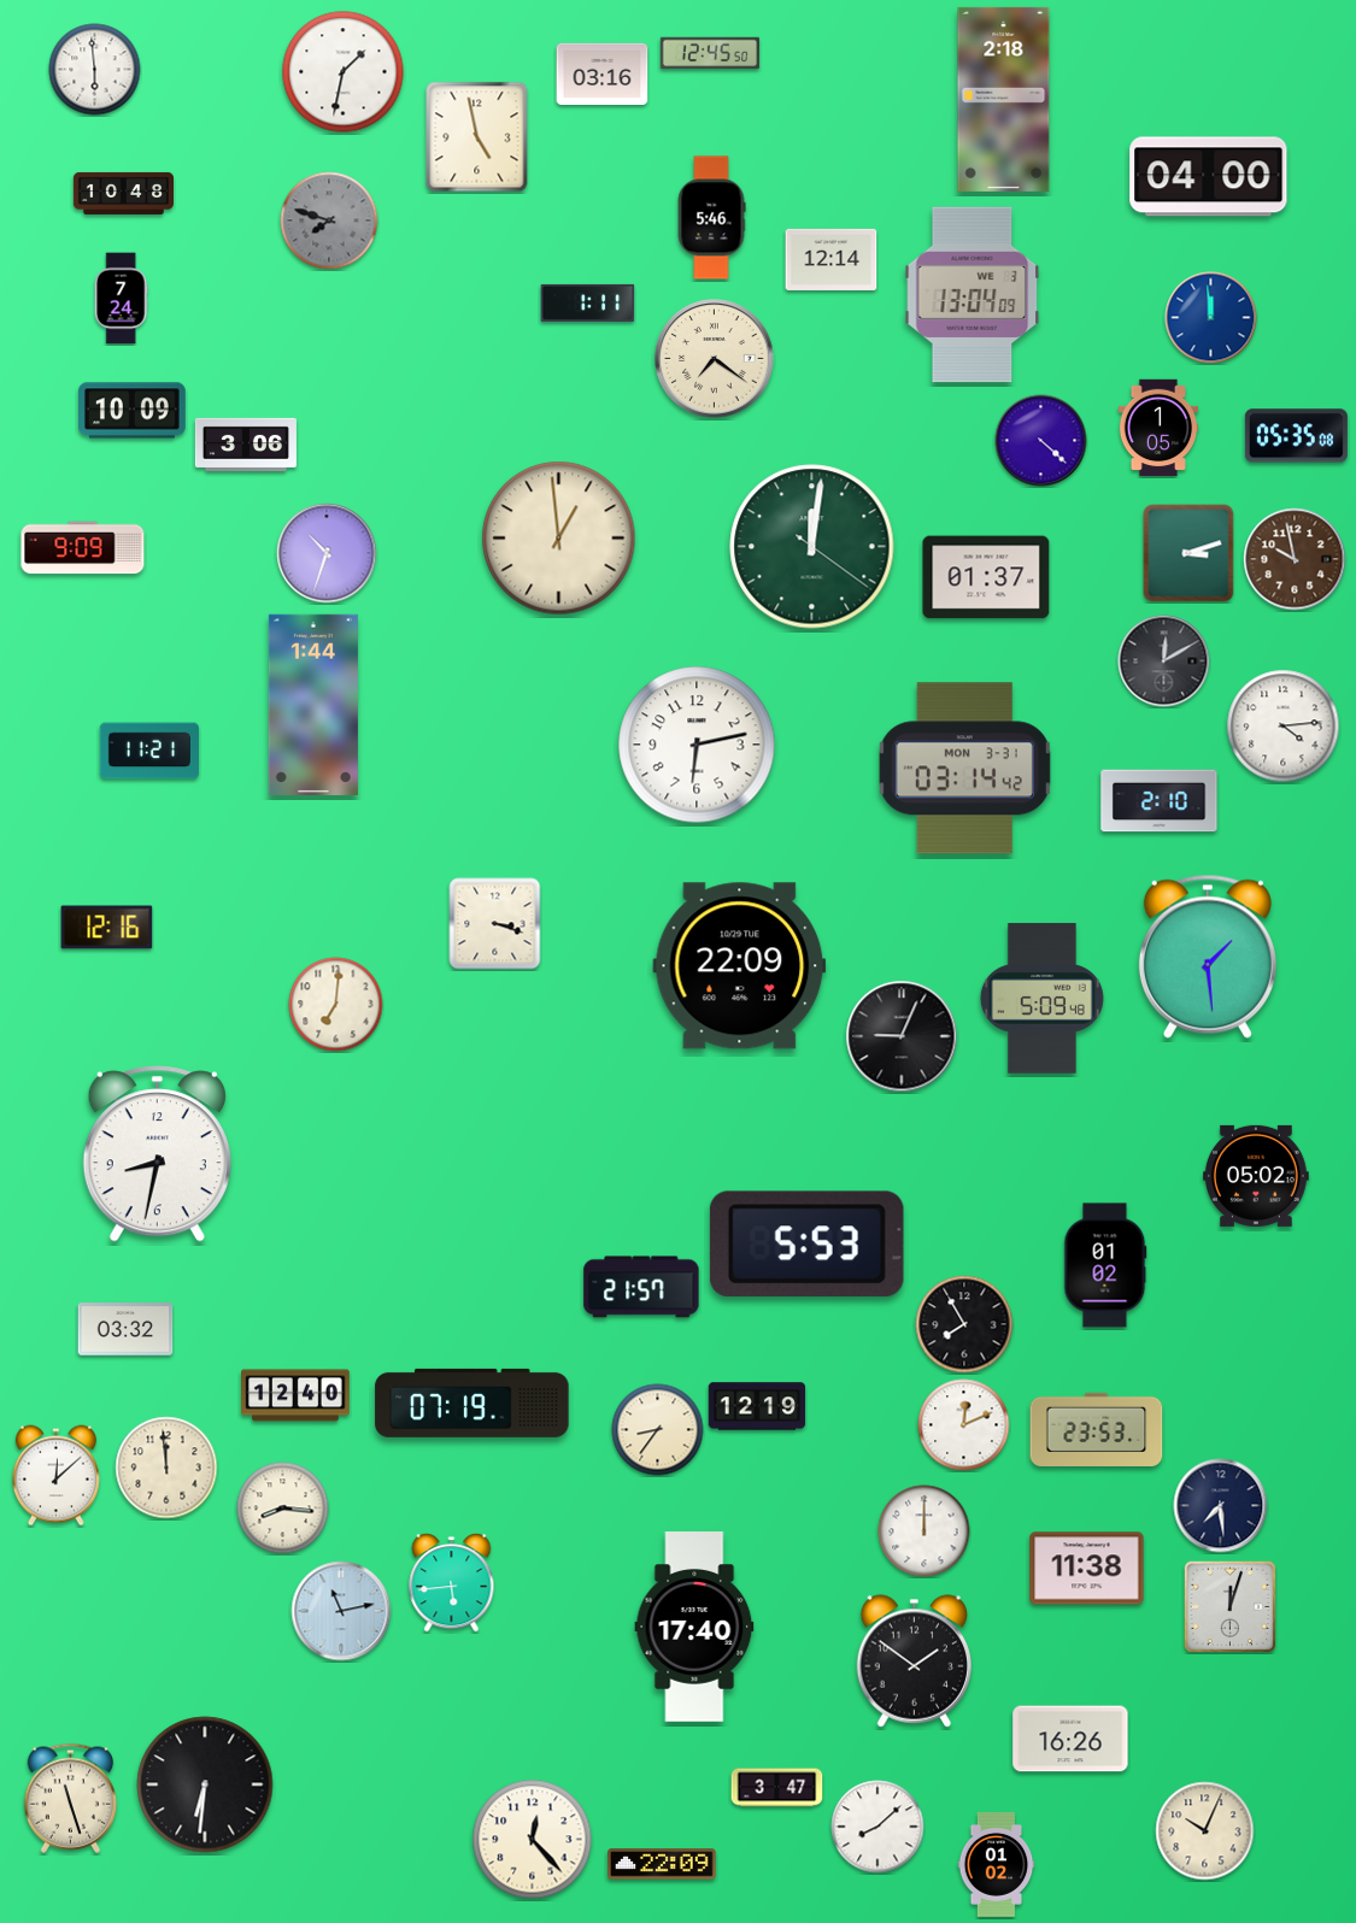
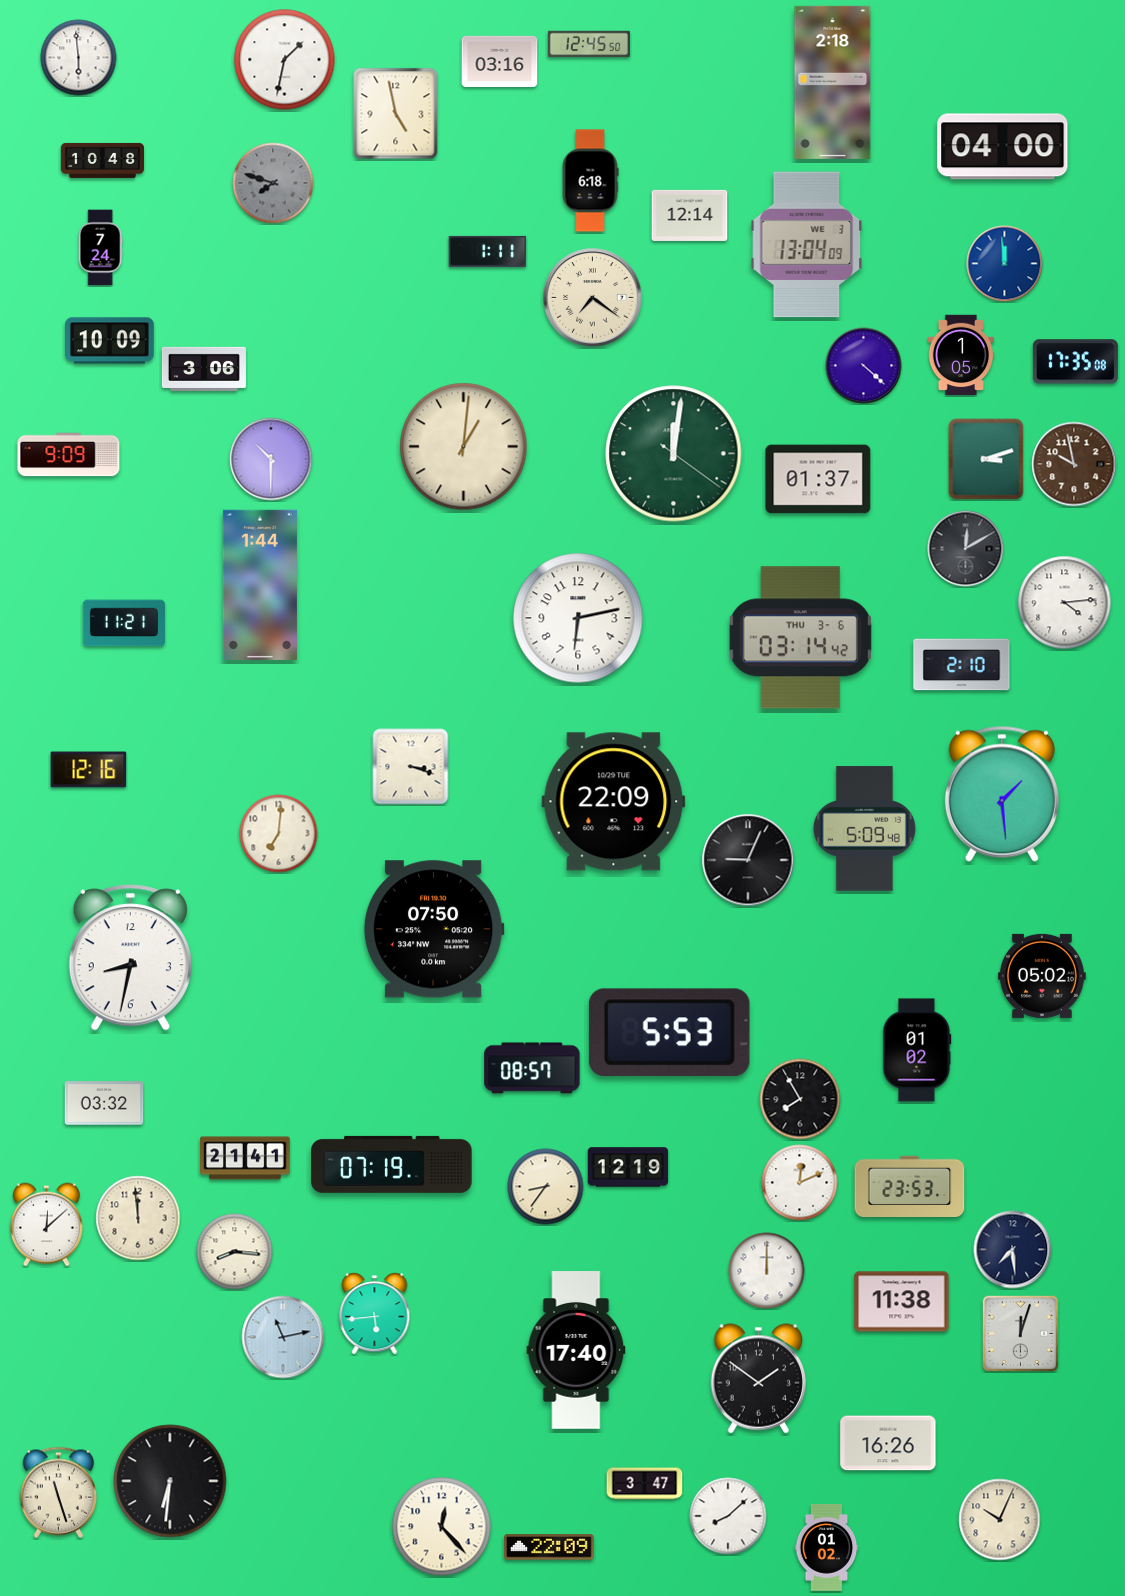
clock at (711, 218): 5:46 -> 6:18
clock at (1296, 436): 05:35 -> 17:35
clock at (559, 539): 12:59 -> 1:01
clock at (327, 553): 10:33 -> 10:30
clock at (964, 769) date: MON 3-31 -> THU 3-6
clock at (434, 929): none -> 07:50
clock at (641, 1287): 21:57 -> 08:57
clock at (295, 1395): 12:40 -> 21:41
